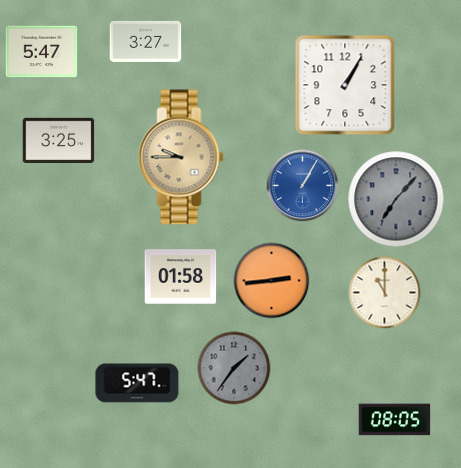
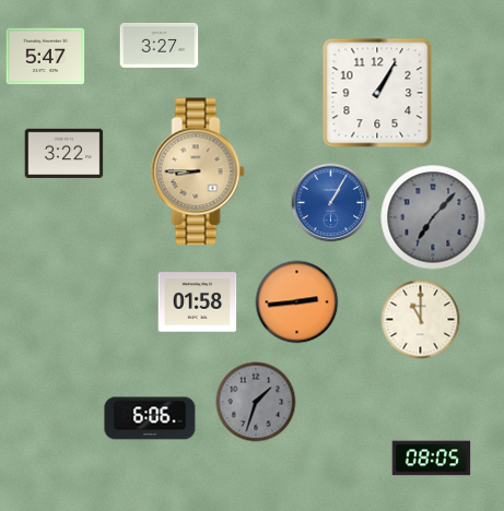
clock at (59, 140): 3:25 -> 3:22
clock at (181, 157): 9:45 -> 8:45
clock at (272, 281) position: (272, 281) -> (297, 302)
clock at (234, 368): 1:36 -> 1:33
clock at (137, 383): 5:47 -> 6:06
